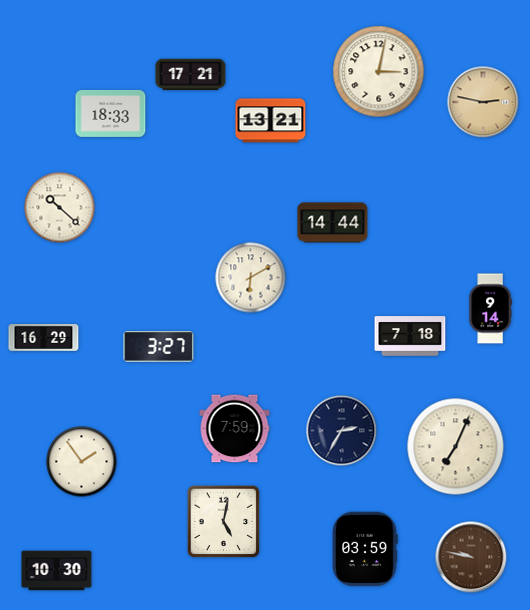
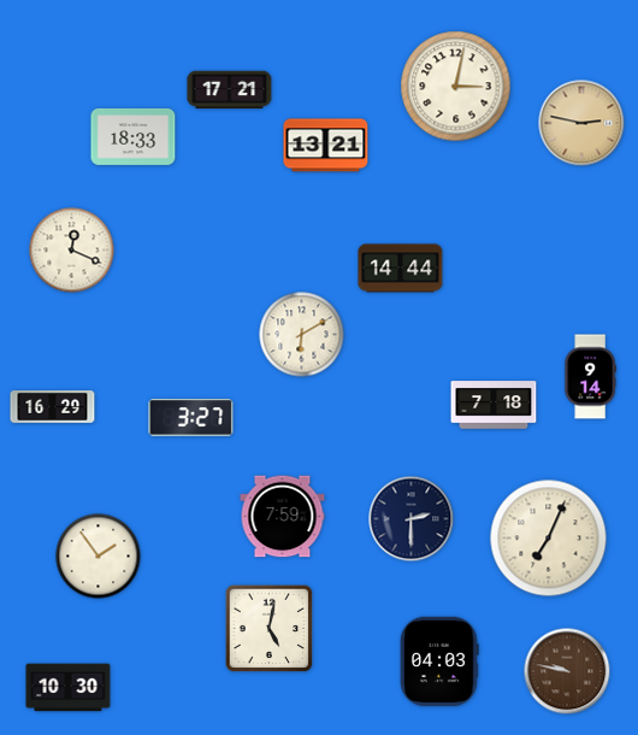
clock at (60, 208): 10:22 -> 12:19
clock at (490, 309) position: (490, 309) -> (590, 377)
clock at (342, 431): 2:35 -> 2:30
clock at (365, 549): 03:59 -> 04:03
